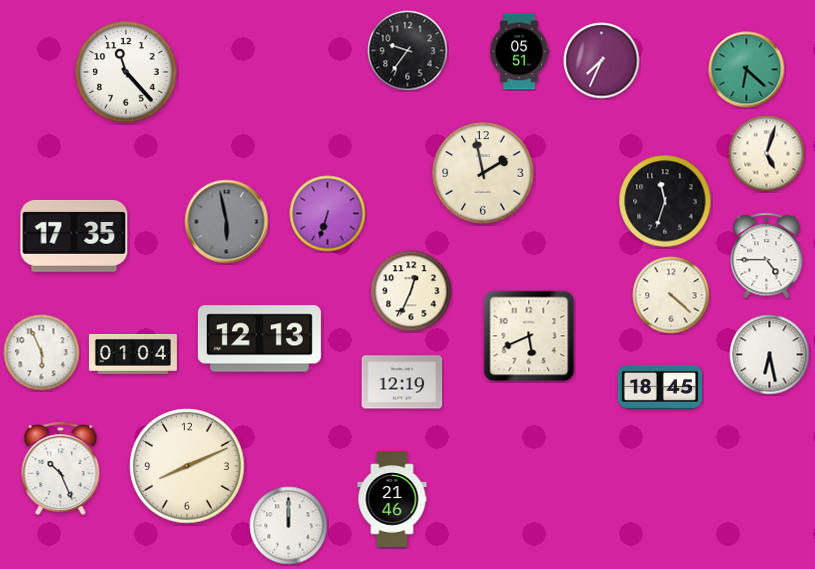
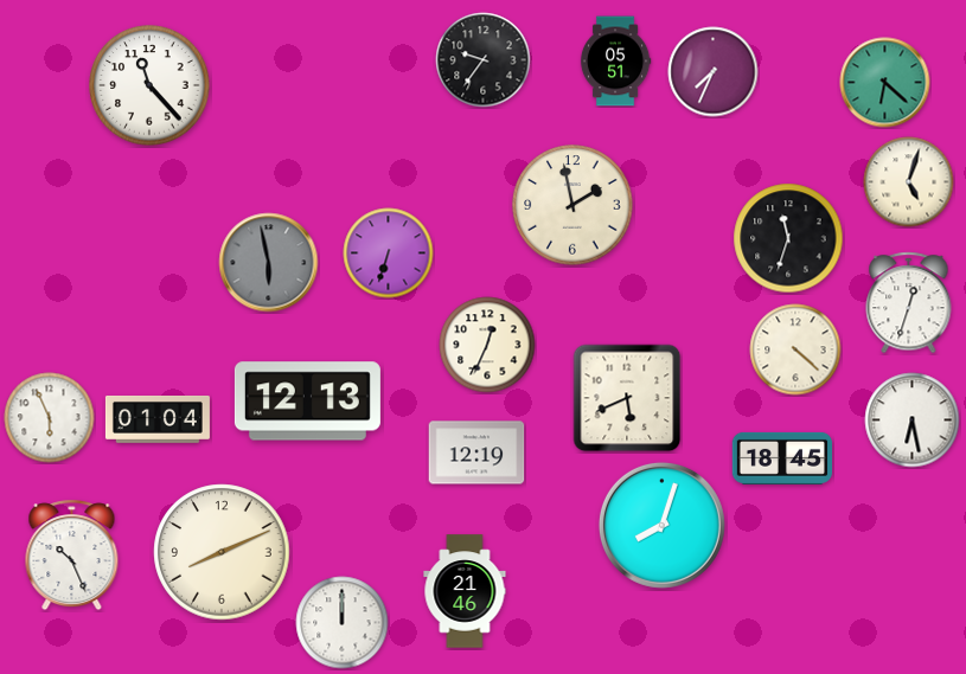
clock at (74, 236): 17:35 -> none
clock at (767, 256): 4:45 -> 12:33
clock at (661, 525): none -> 8:03
